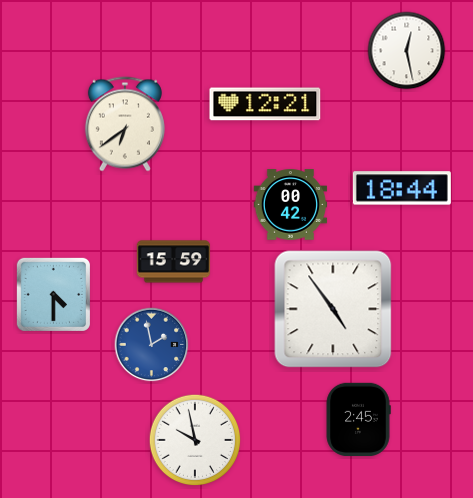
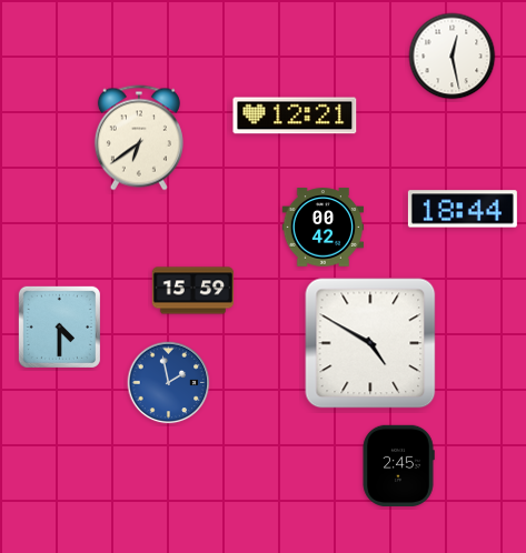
clock at (402, 188) position: (402, 188) -> (463, 209)
clock at (333, 309): 4:54 -> 4:50
clock at (195, 440): 9:58 -> none
